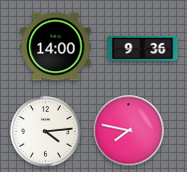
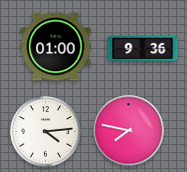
clock at (56, 47): 14:00 -> 01:00
